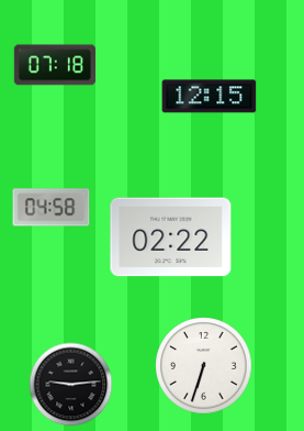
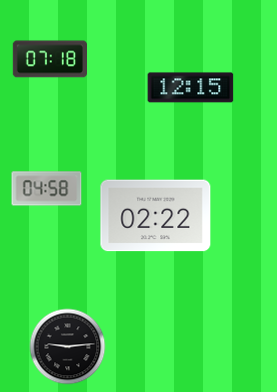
clock at (204, 366): 6:33 -> none
clock at (71, 385) position: (71, 385) -> (68, 347)
